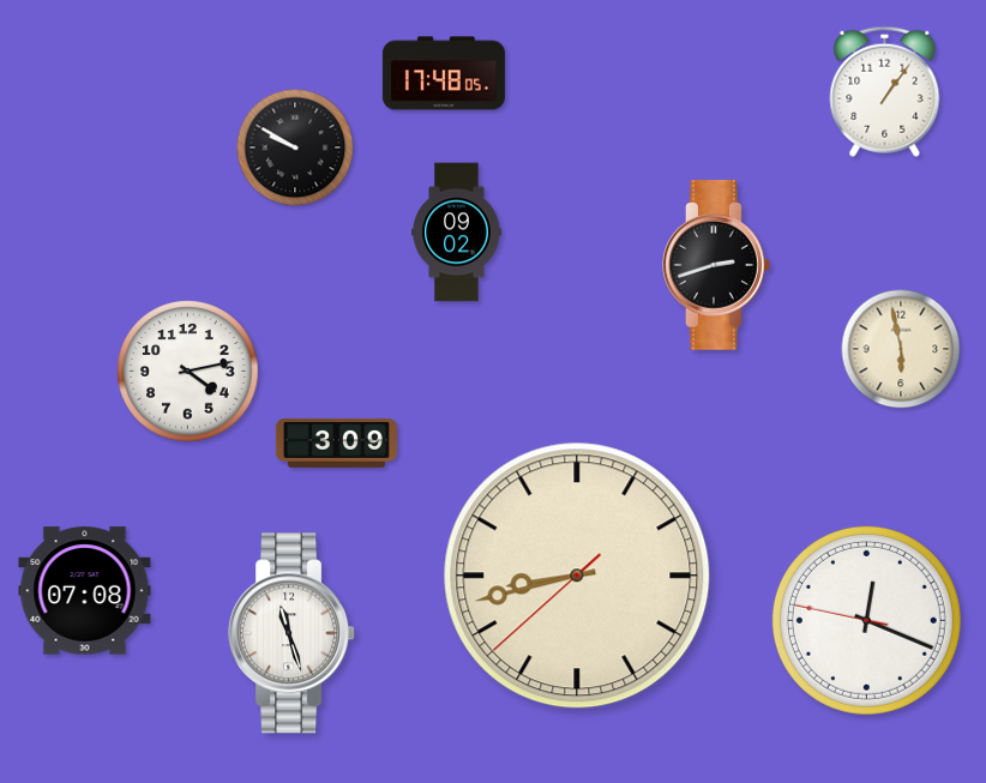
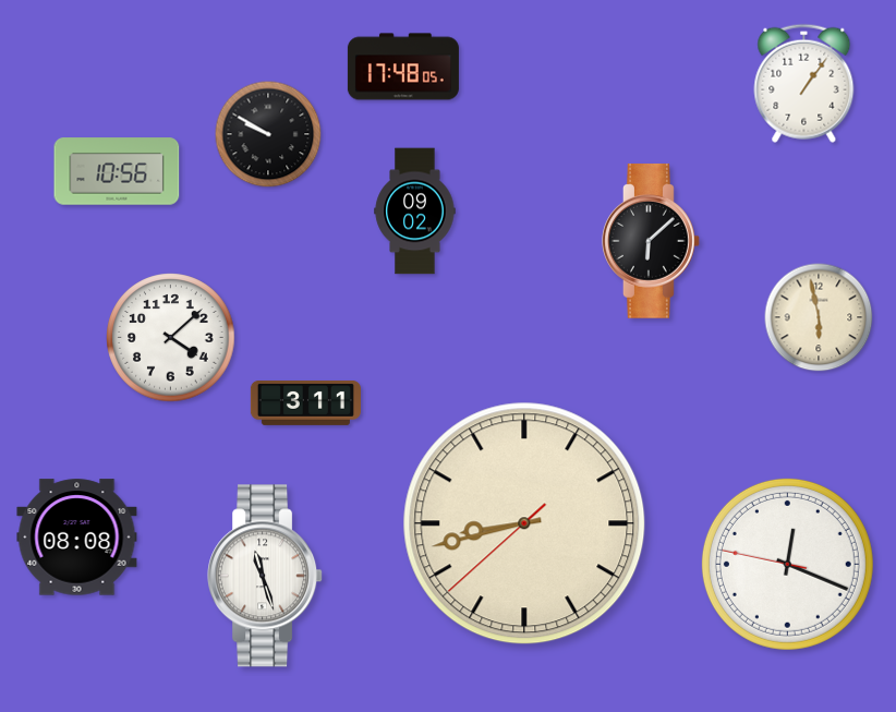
clock at (117, 171): none -> 10:56
clock at (717, 266): 2:42 -> 6:08
clock at (188, 372): 4:13 -> 4:08
clock at (336, 442): 3:09 -> 3:11
clock at (85, 591): 07:08 -> 08:08
